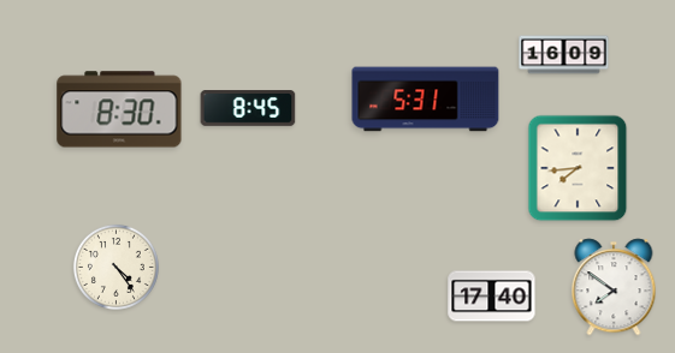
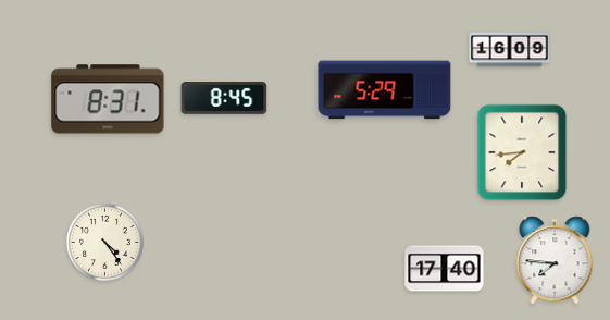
clock at (426, 100): 5:31 -> 5:29
clock at (119, 109): 8:30 -> 8:31
clock at (614, 287): 7:51 -> 7:46
